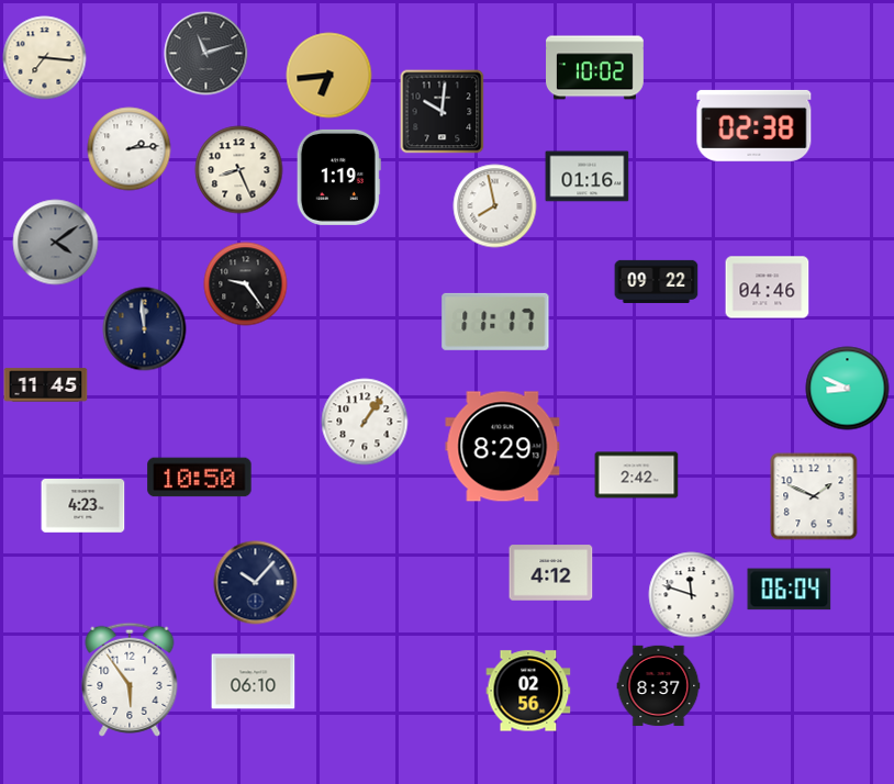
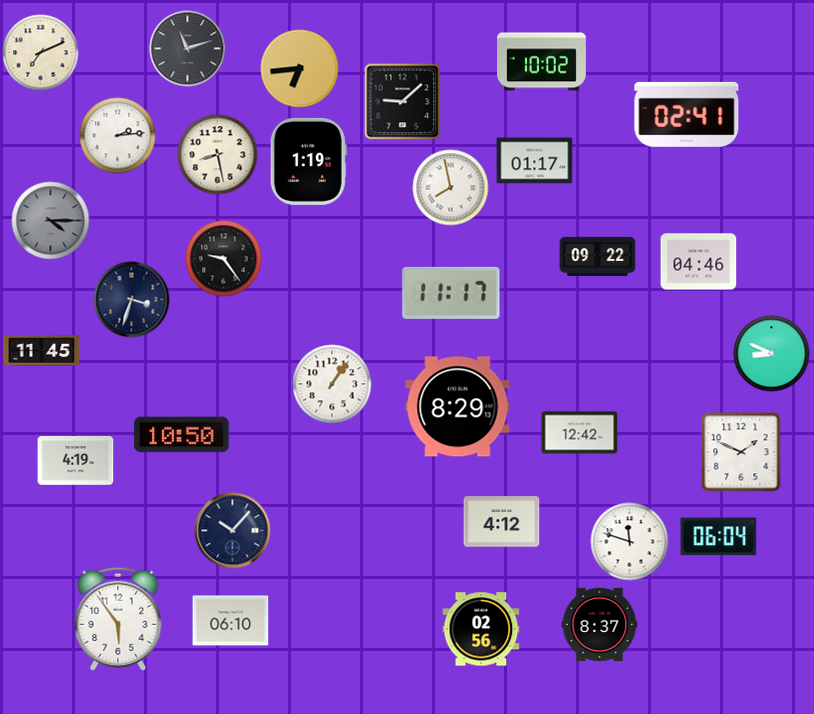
clock at (45, 58): 7:16 -> 7:11
clock at (443, 112): 10:01 -> 9:08
clock at (755, 125): 02:38 -> 02:41
clock at (239, 170): 8:26 -> 8:28
clock at (588, 177): 01:16 -> 01:17
clock at (56, 243): 4:09 -> 4:15
clock at (145, 329): 11:59 -> 3:33
clock at (637, 475): 2:42 -> 12:42
clock at (83, 506): 4:23 -> 4:19
